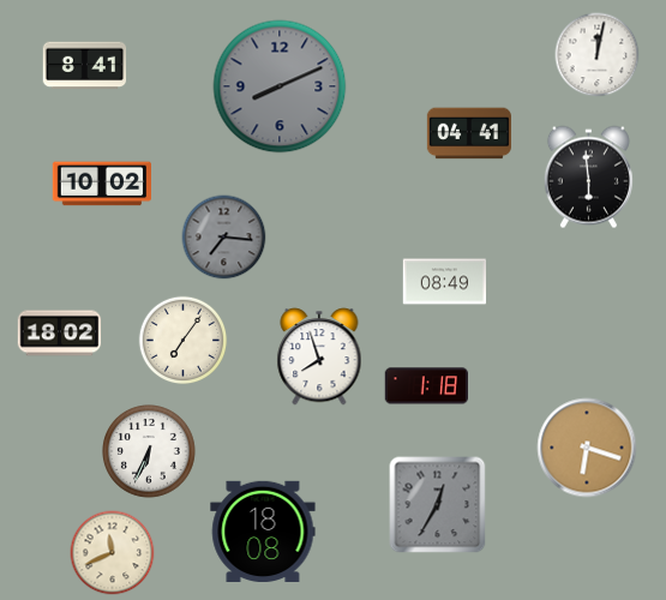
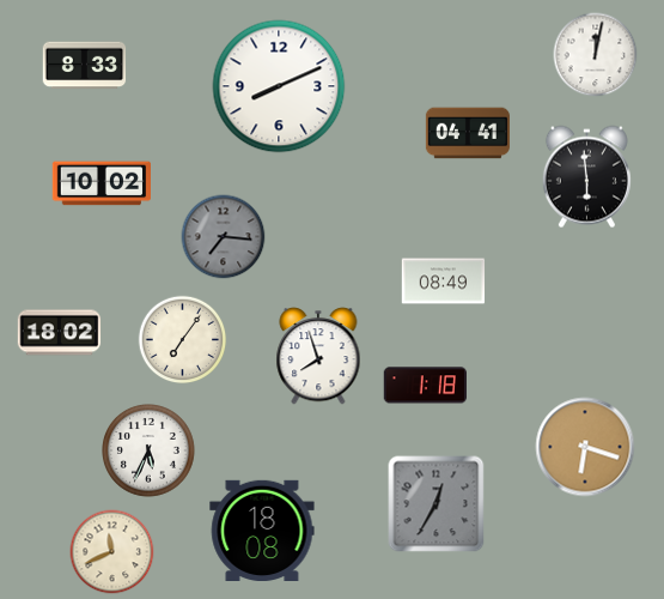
clock at (85, 66): 8:41 -> 8:33
clock at (280, 86) dial: grey -> white
clock at (150, 452): 6:34 -> 5:34
